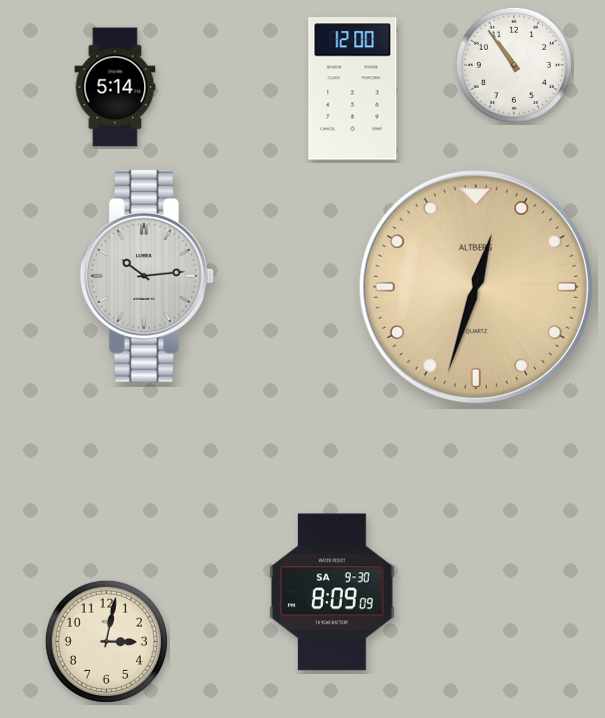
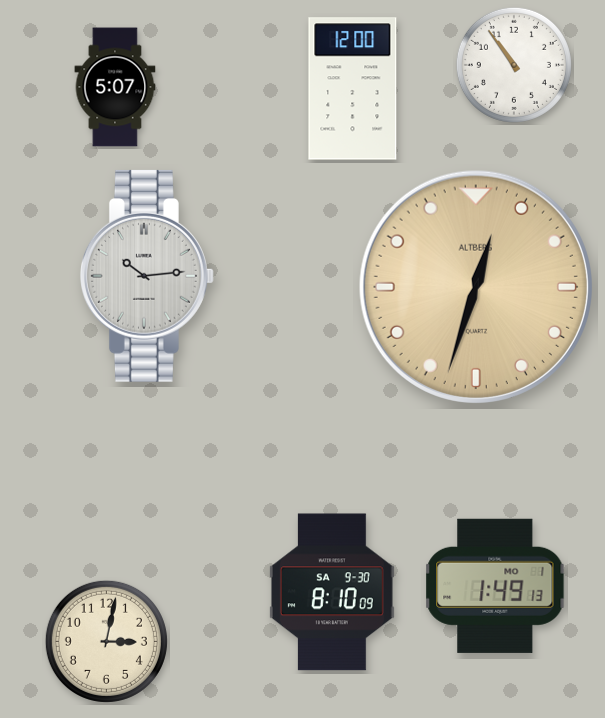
clock at (115, 87): 5:14 -> 5:07
clock at (495, 586): none -> 1:49
clock at (332, 592): 8:09 -> 8:10
